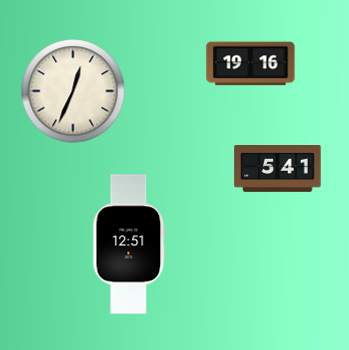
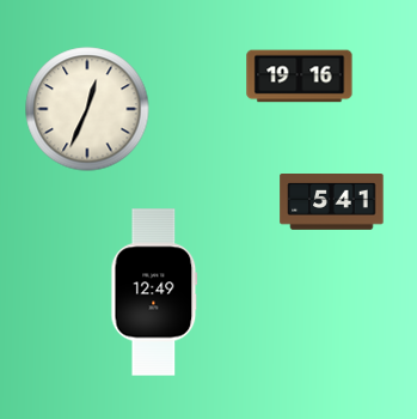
clock at (129, 244): 12:51 -> 12:49
